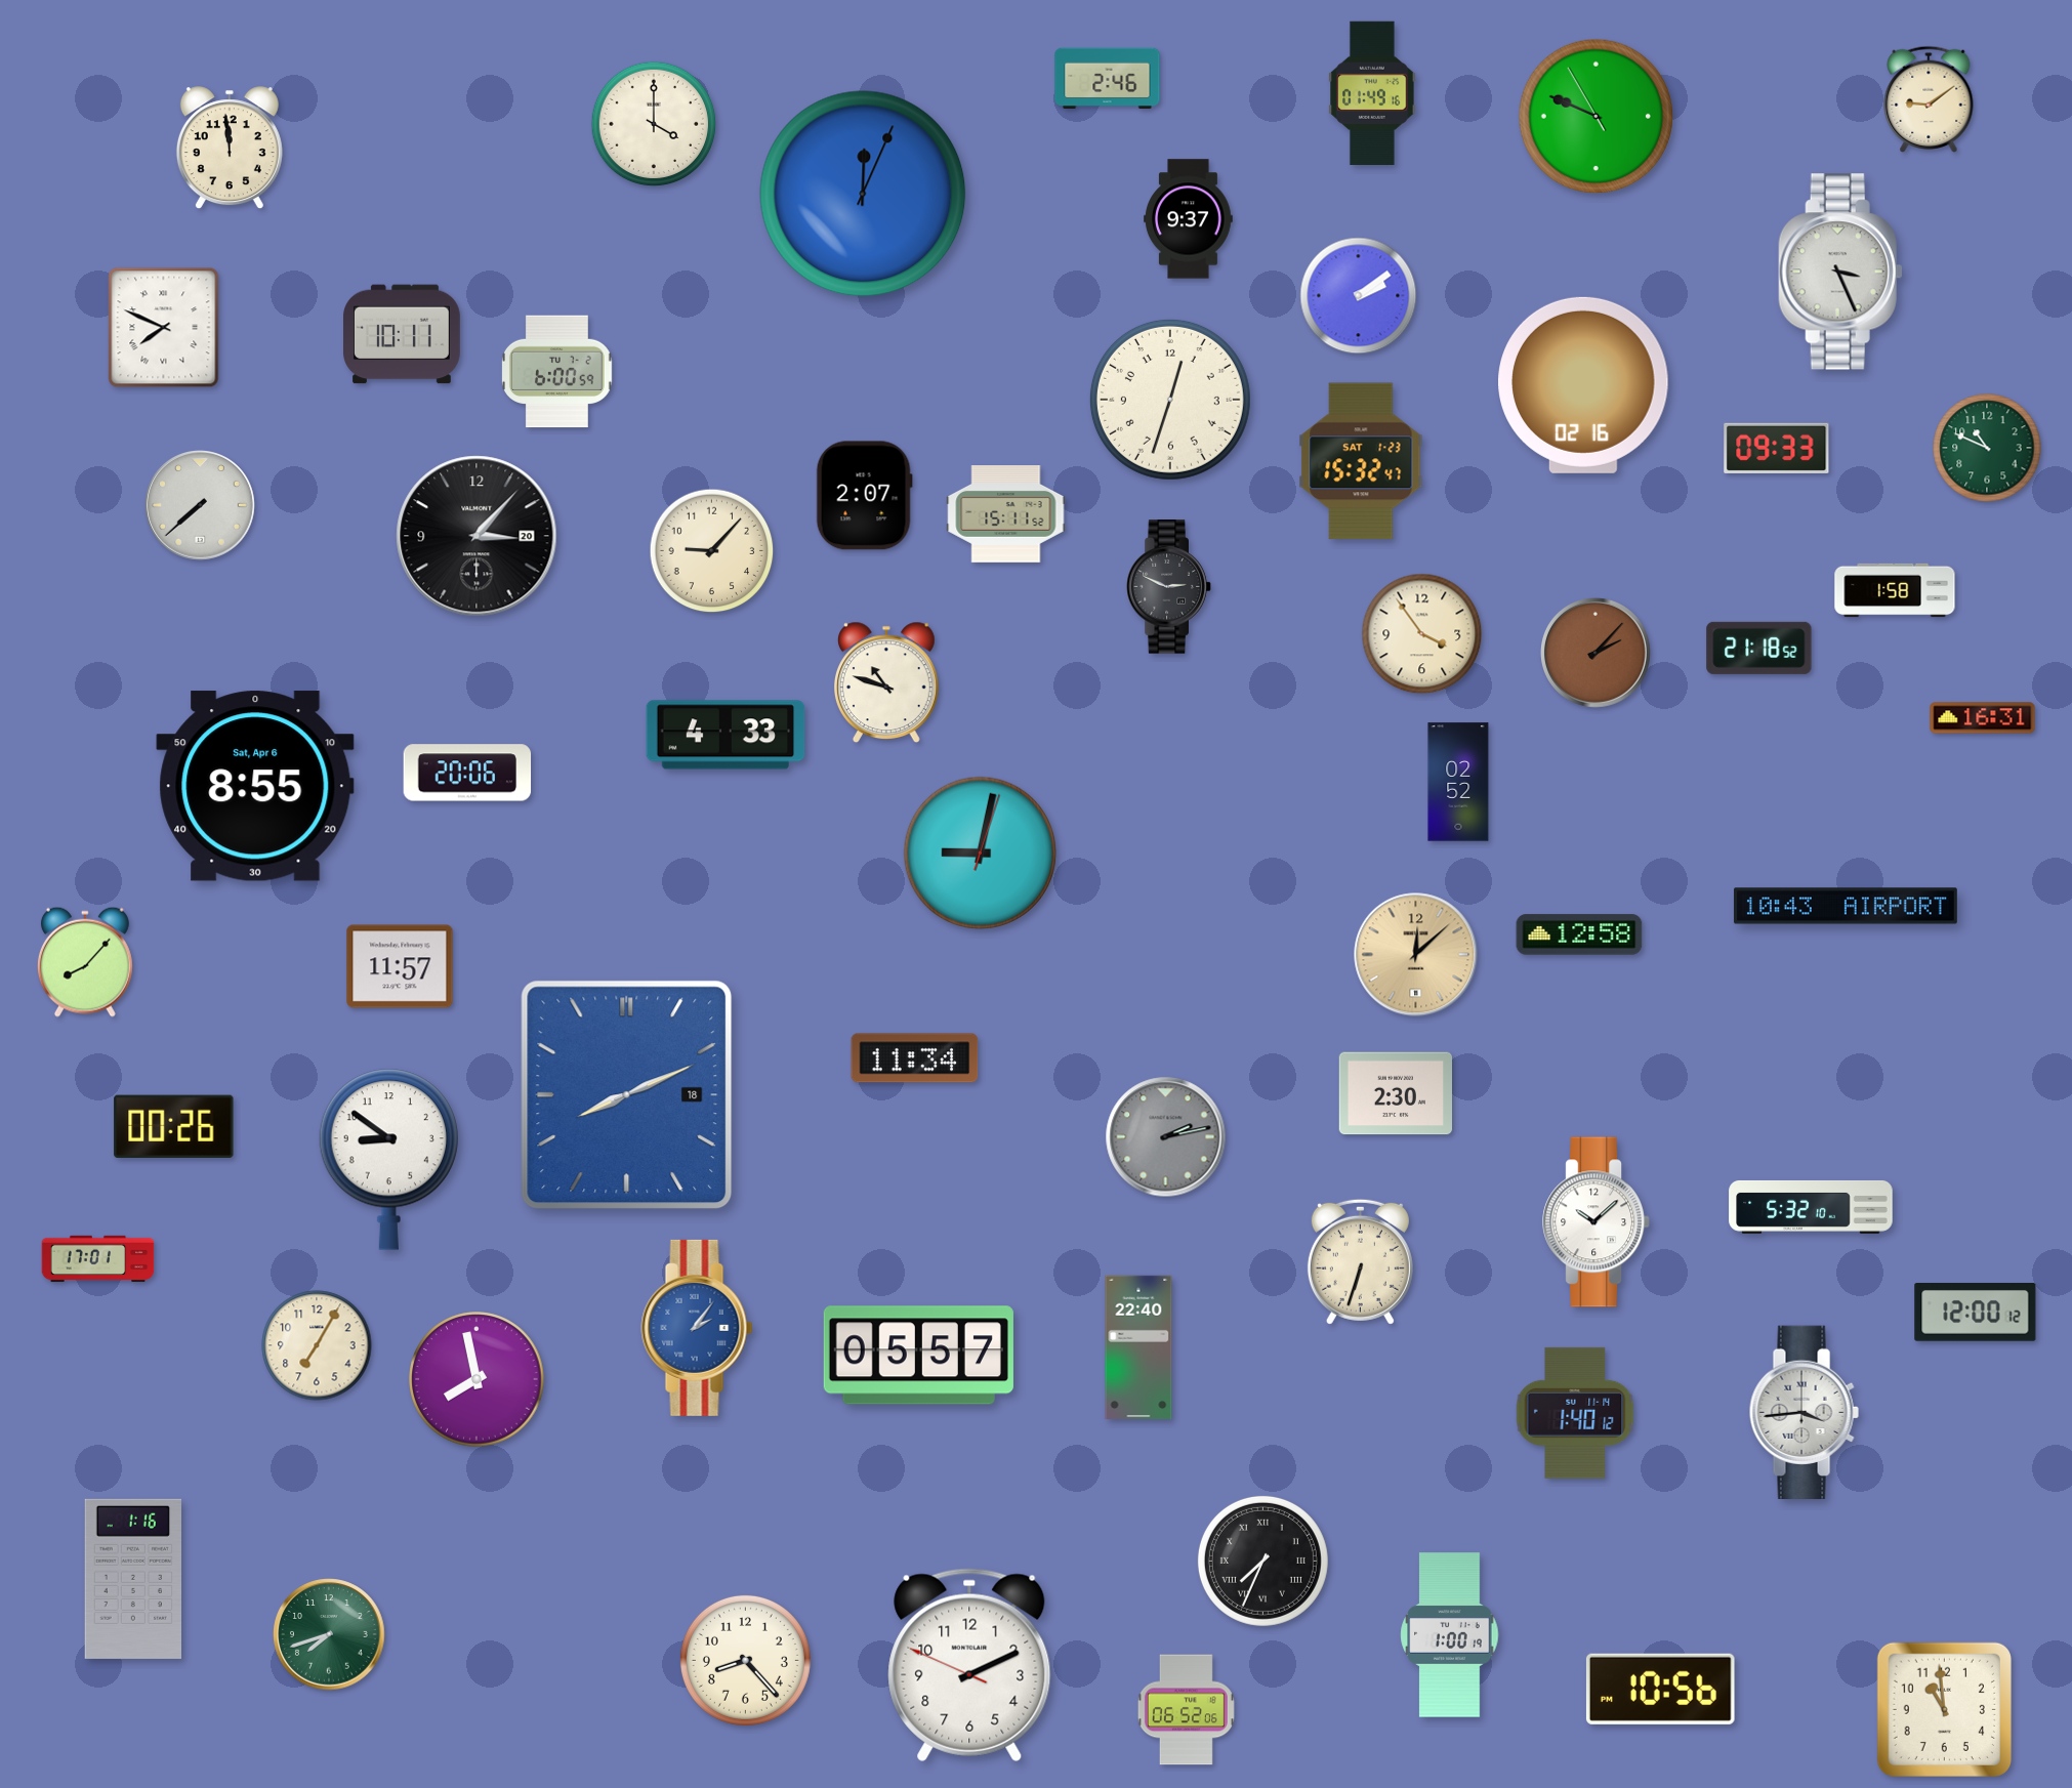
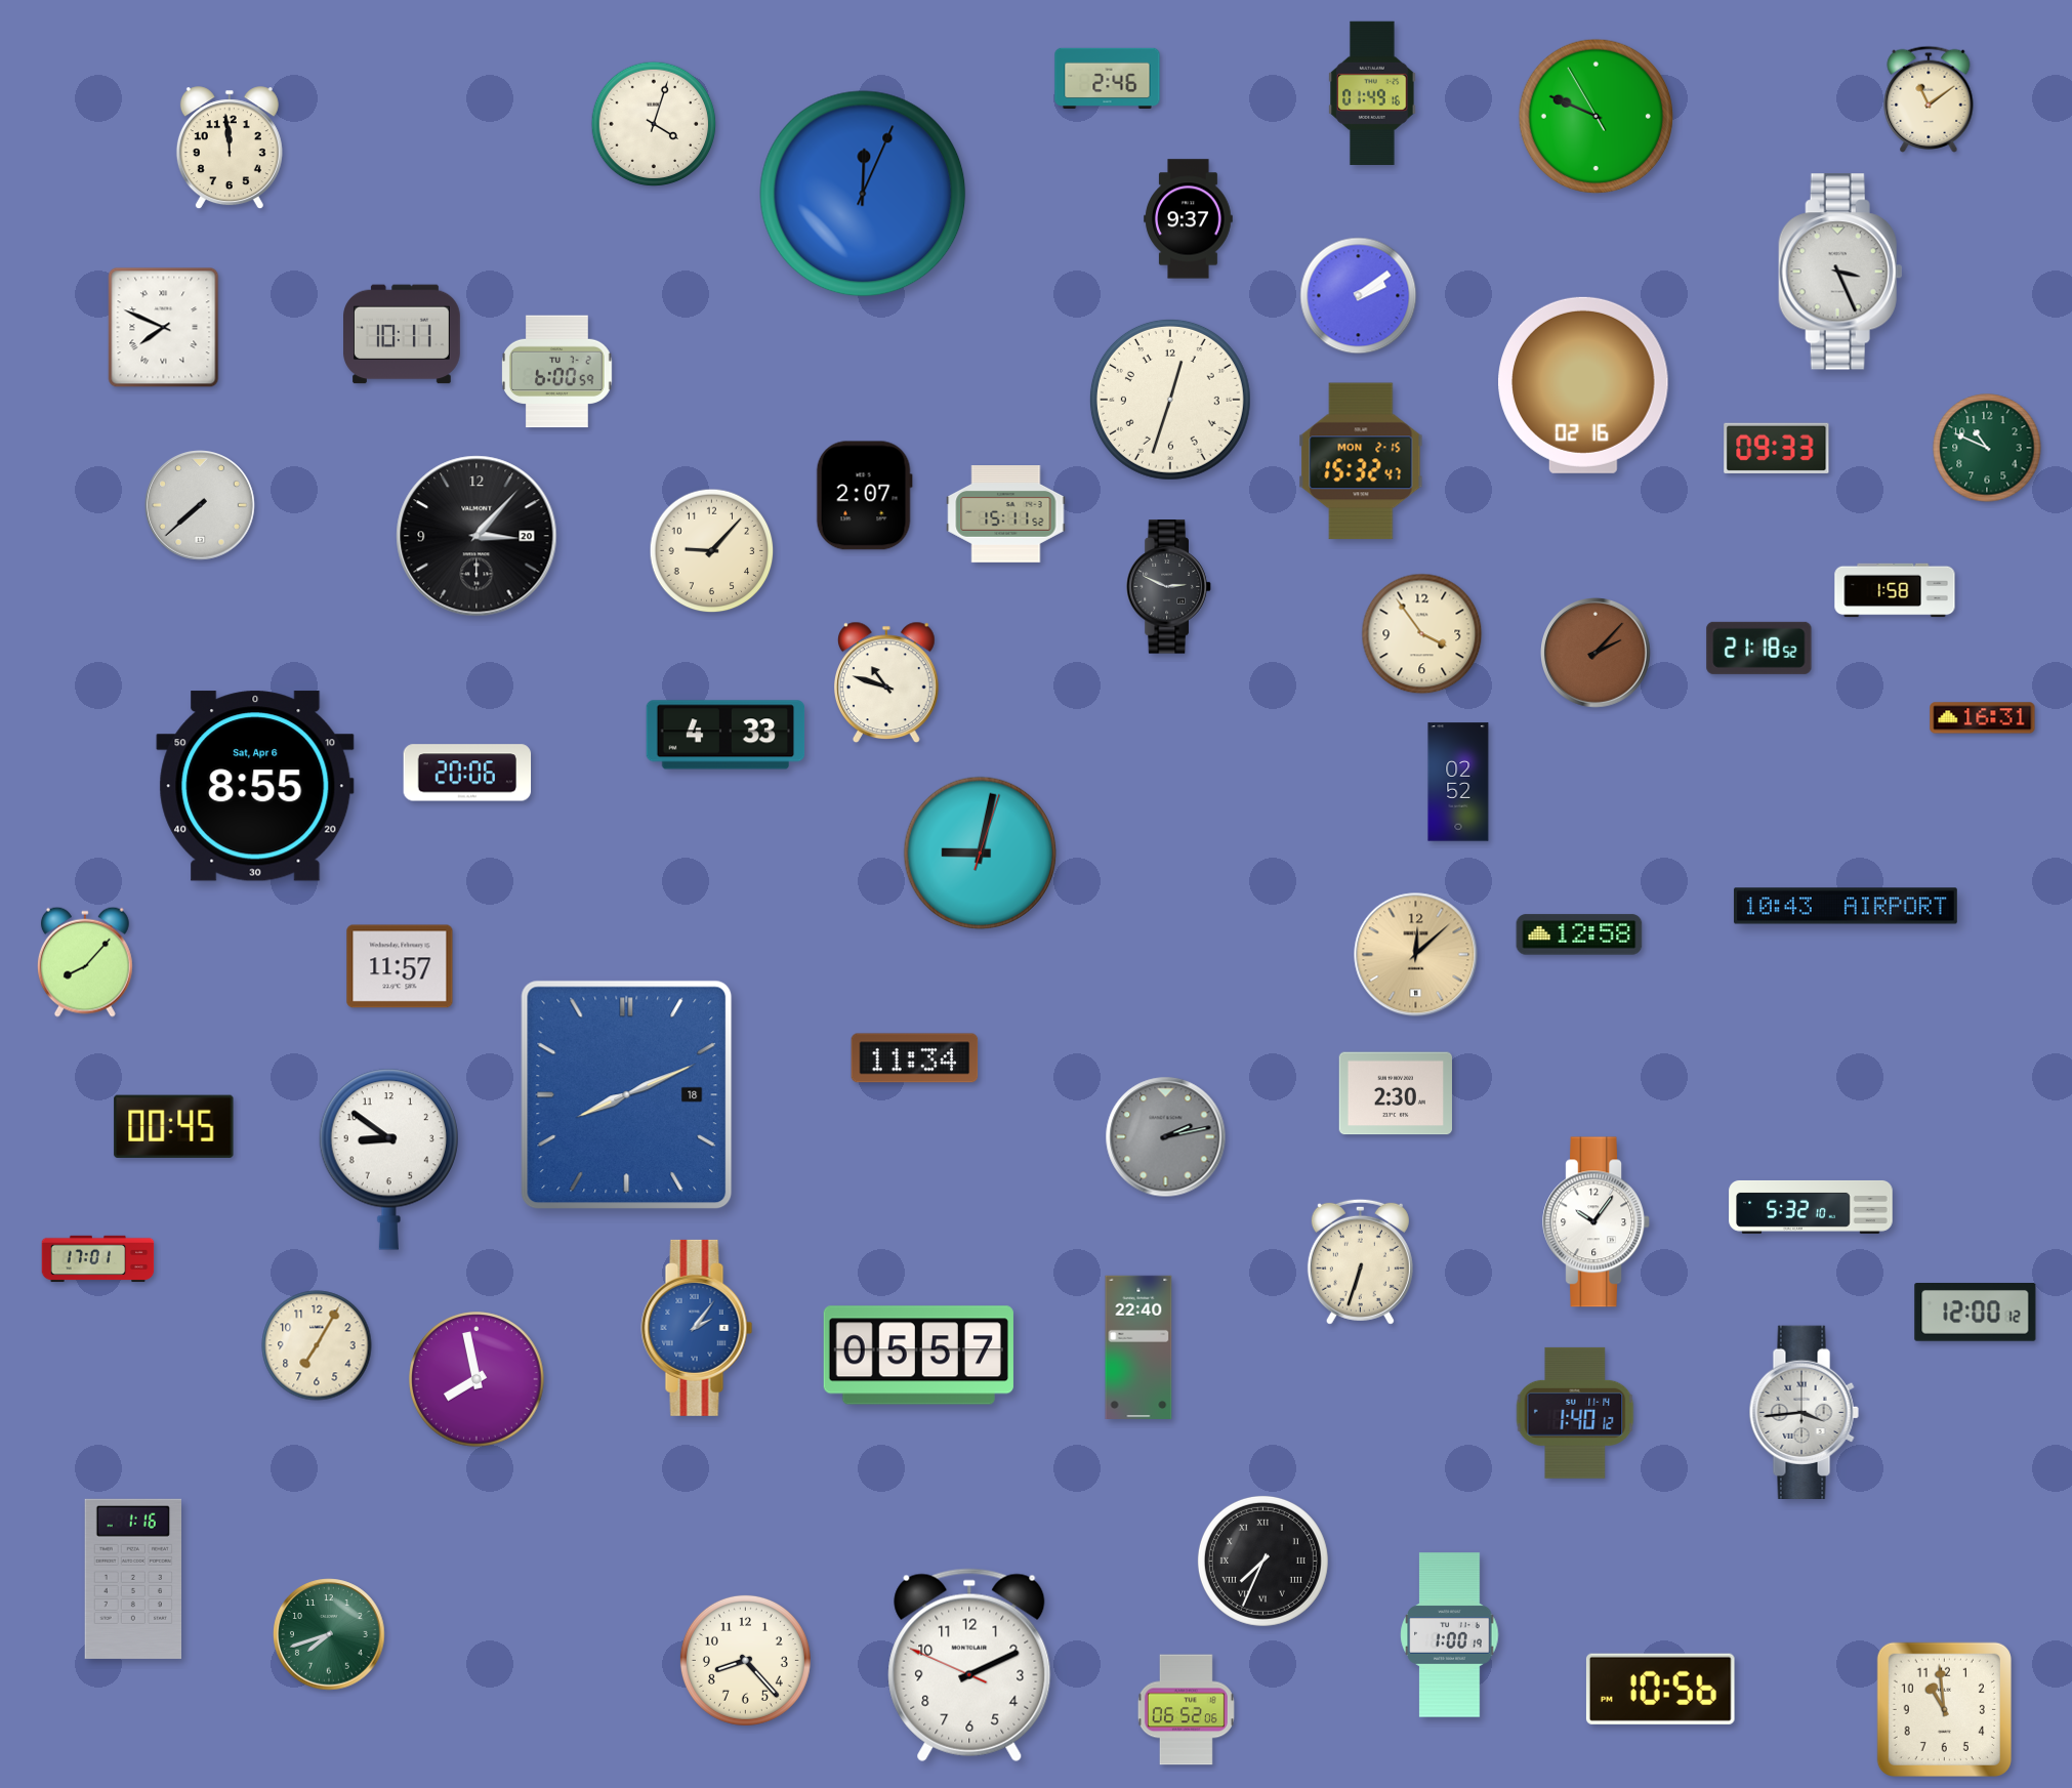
clock at (1929, 99): 9:09 -> 11:09
clock at (654, 124): 4:00 -> 4:03
clock at (1361, 461) date: SAT 1-23 -> MON 2-15
clock at (174, 1126): 00:26 -> 00:45
clock at (1596, 1222): 10:08 -> 10:06
